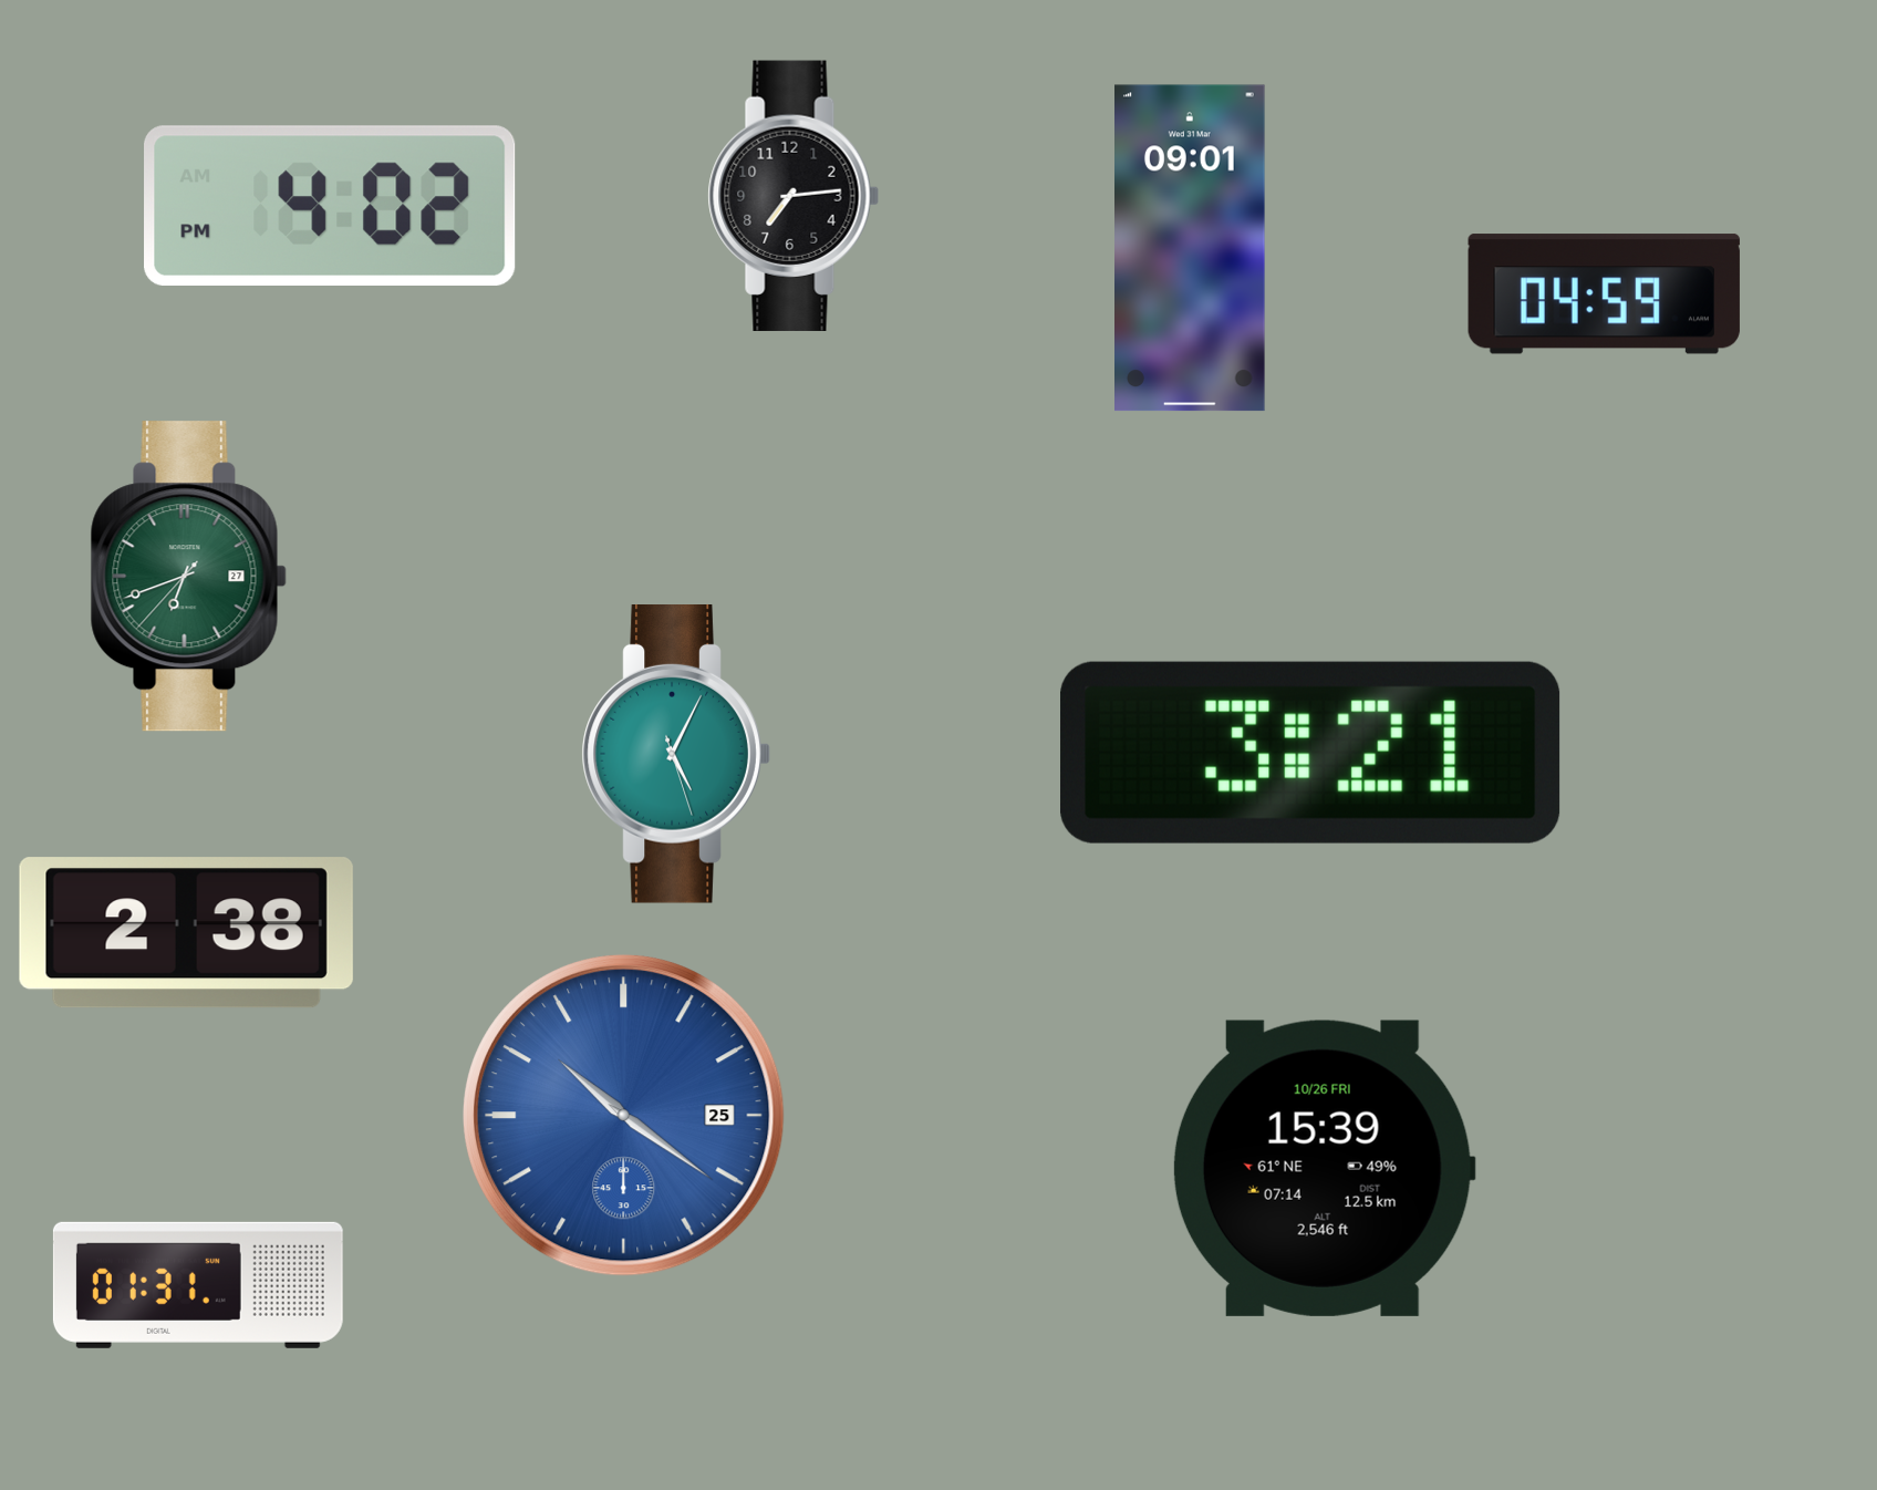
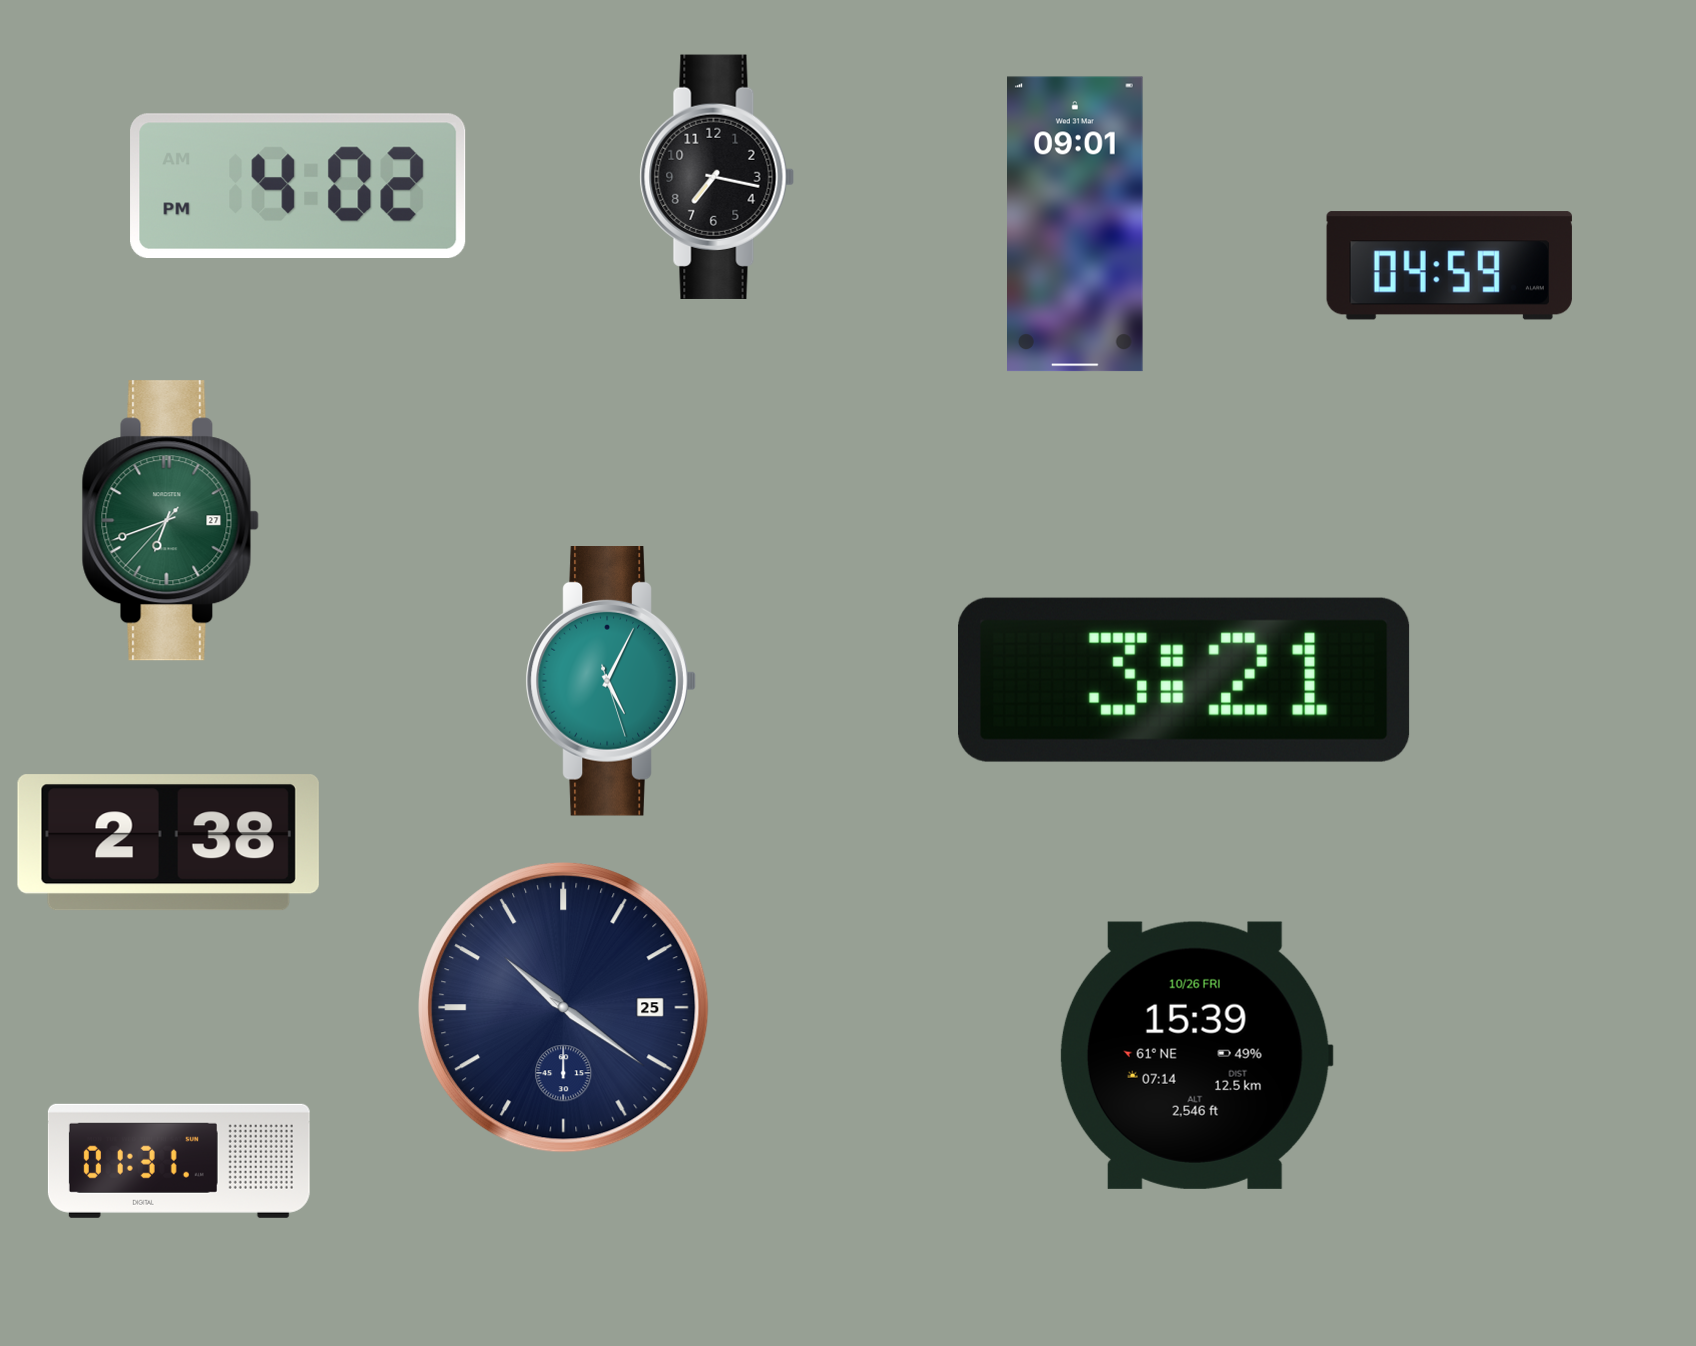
clock at (794, 196): 7:14 -> 7:17
clock at (624, 1116) dial: blue -> navy
